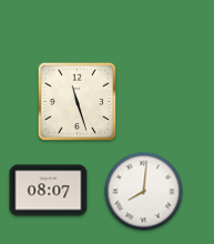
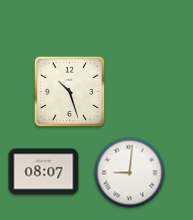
clock at (78, 102): 11:27 -> 10:27
clock at (144, 192): 8:01 -> 9:01
